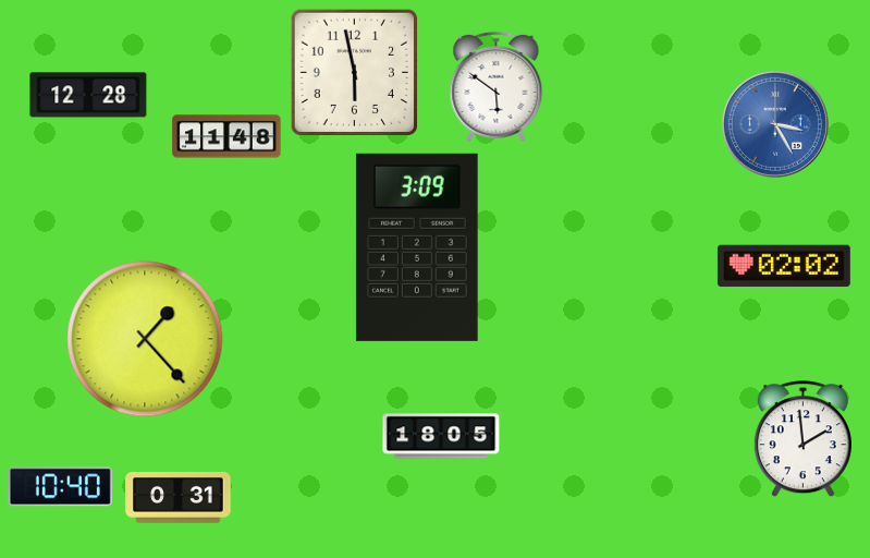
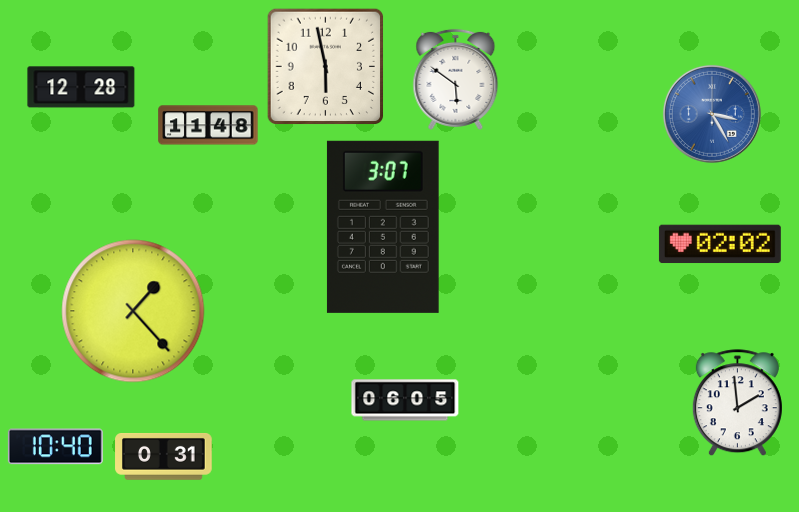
clock at (417, 247): 3:09 -> 3:07
clock at (441, 436): 18:05 -> 06:05
